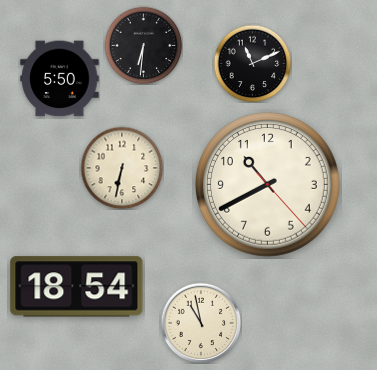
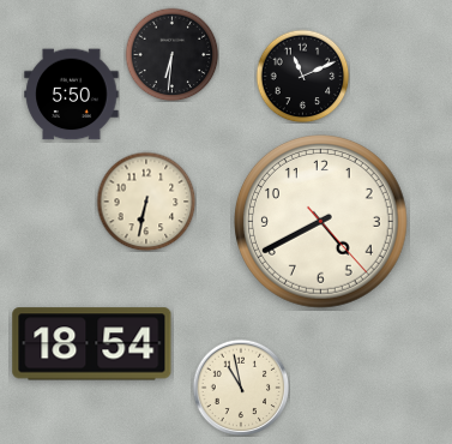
clock at (268, 185): 10:40 -> 4:40
